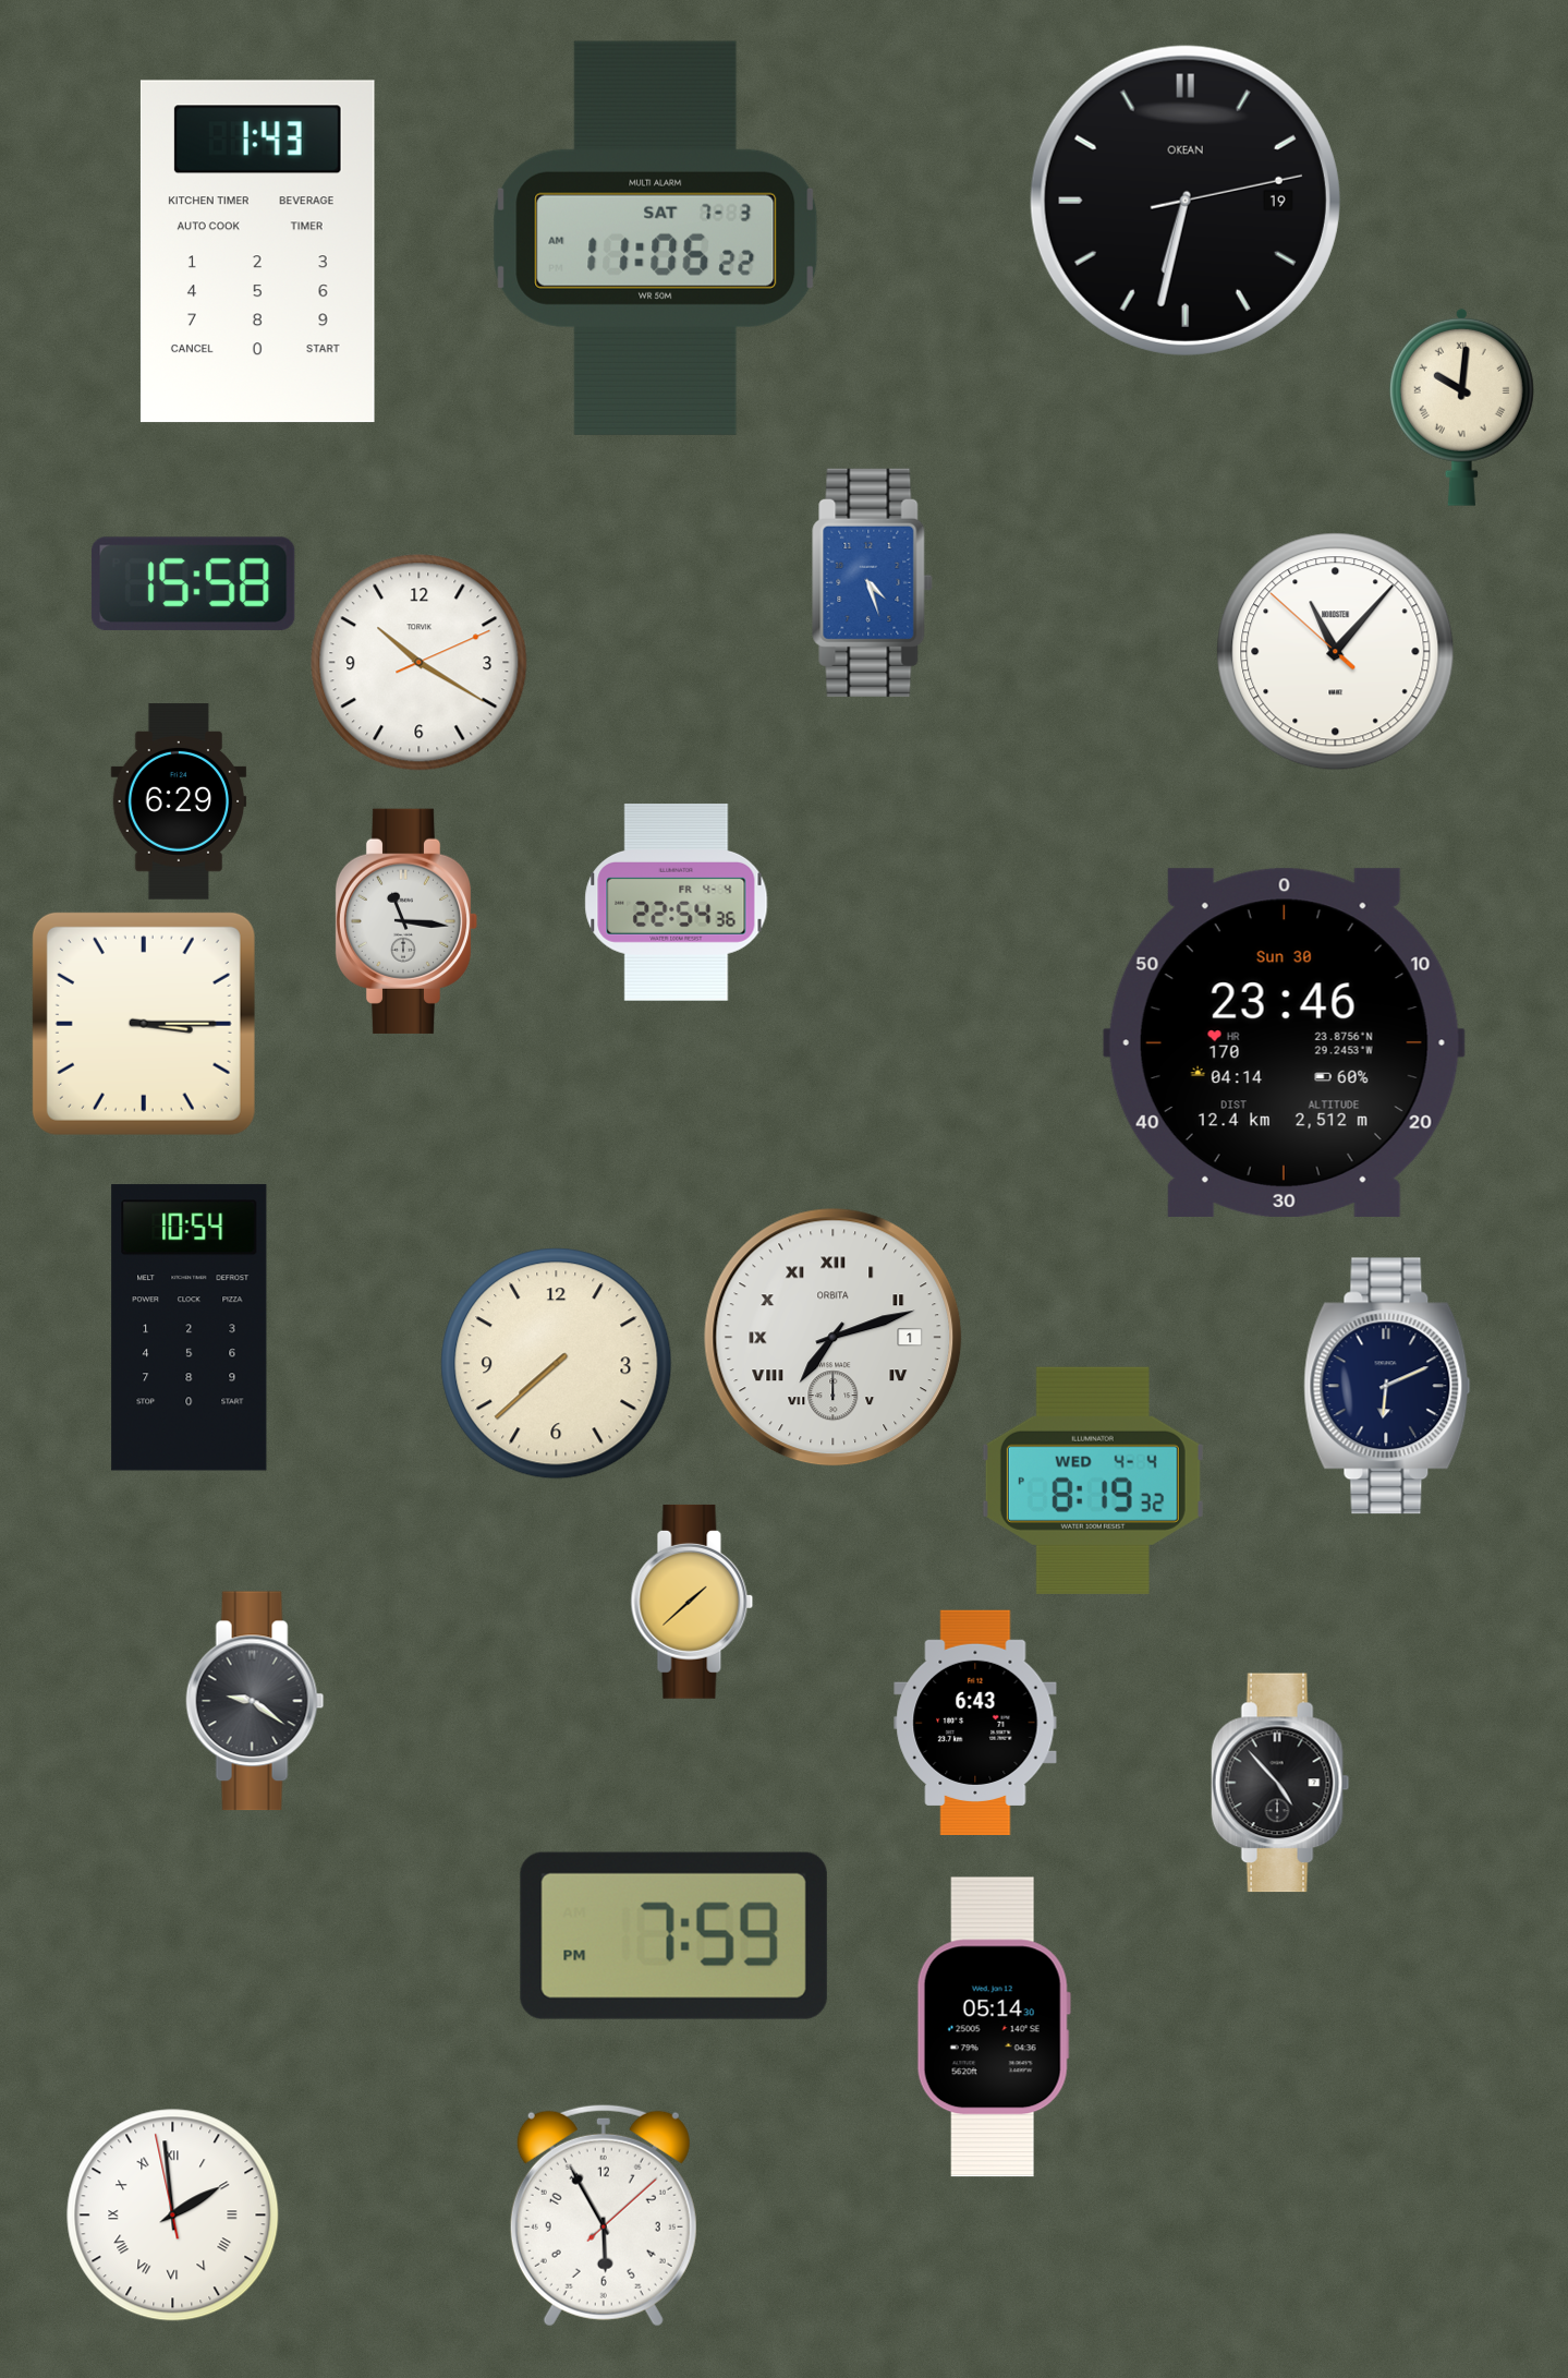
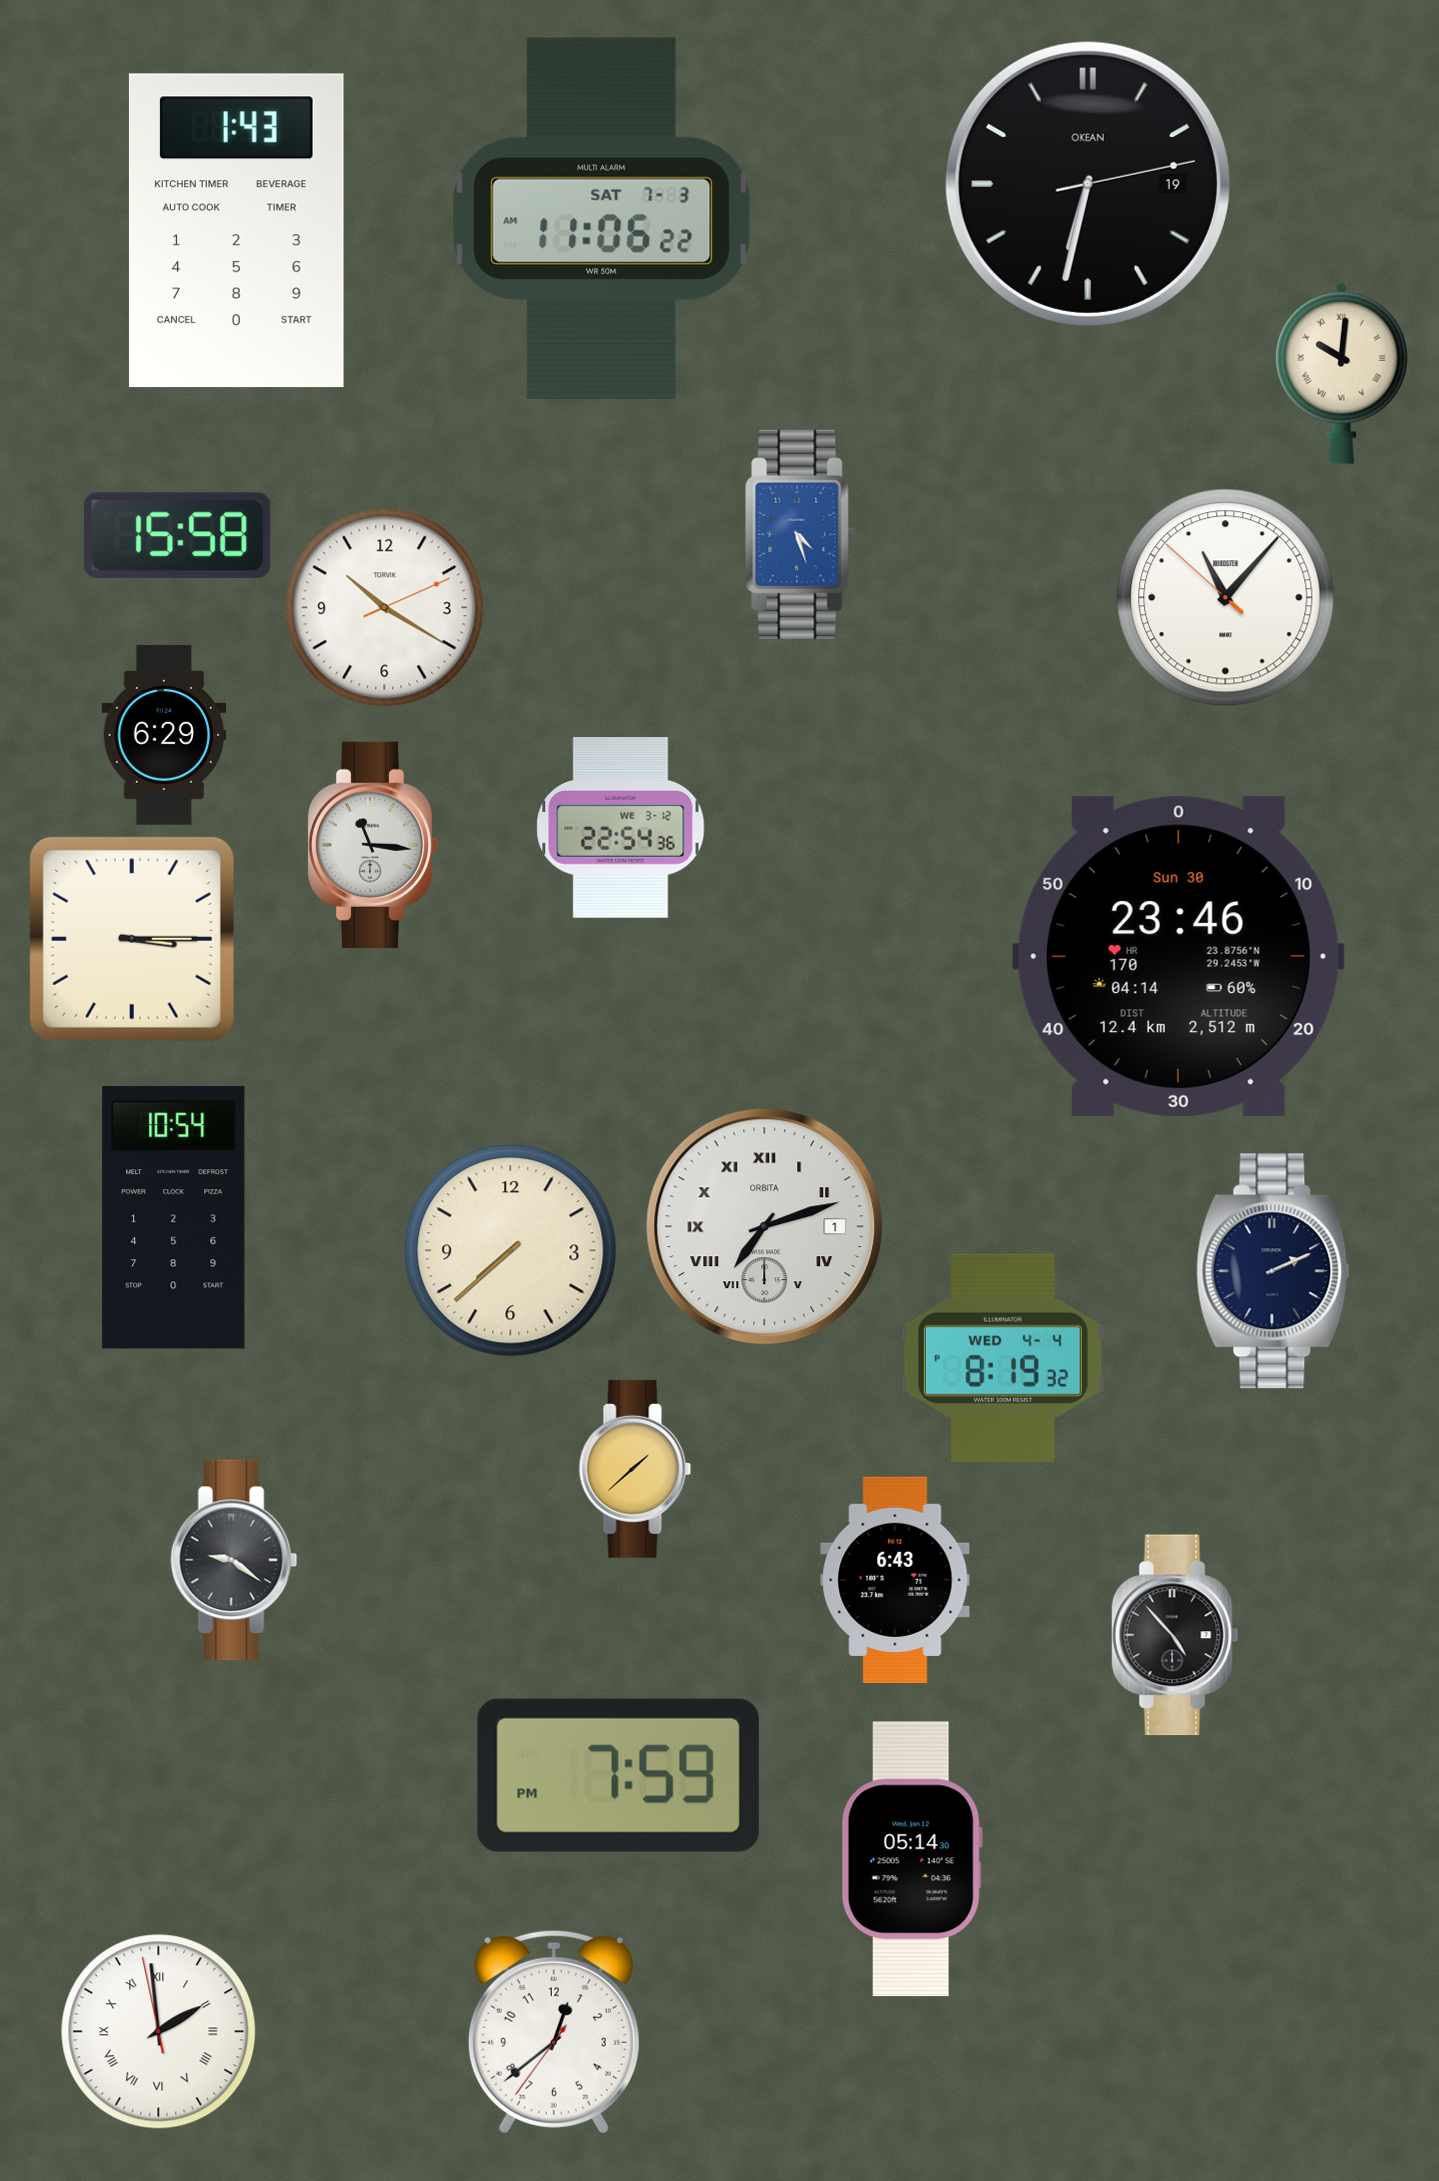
clock at (677, 903) date: FR 4-4 -> WE 3-12
clock at (1387, 1386): 6:11 -> 2:11
clock at (604, 2216): 5:55 -> 12:38
